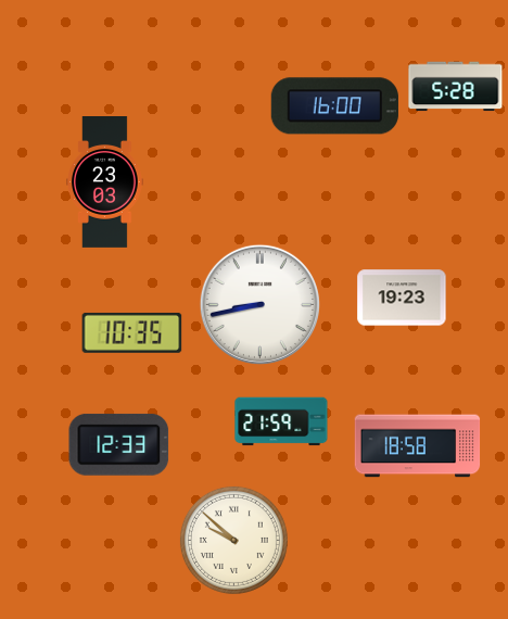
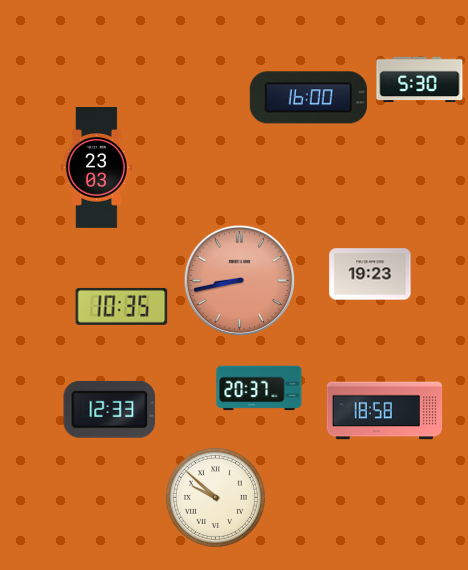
clock at (456, 87): 5:28 -> 5:30
clock at (259, 304) dial: white -> salmon
clock at (281, 421): 21:59 -> 20:37
